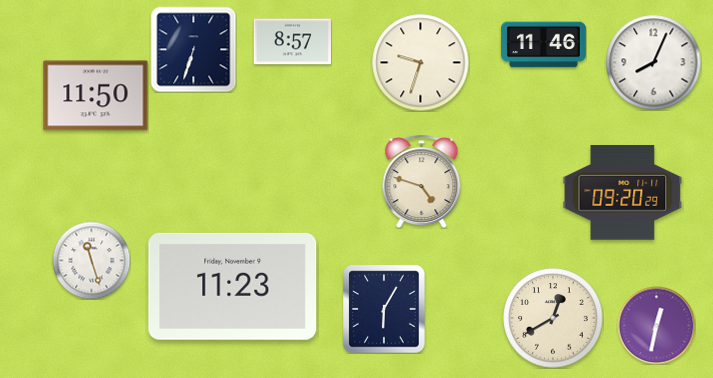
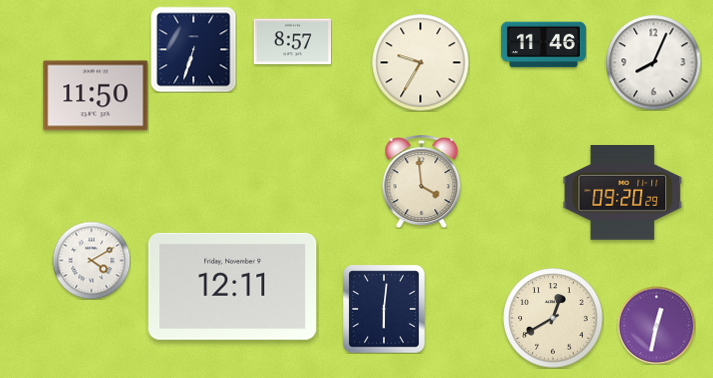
clock at (420, 62): 9:33 -> 9:35
clock at (422, 181): 4:48 -> 3:59
clock at (91, 260): 11:27 -> 4:10
clock at (233, 286): 11:23 -> 12:11
clock at (384, 309): 6:05 -> 6:01
